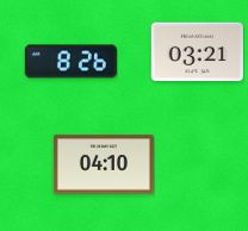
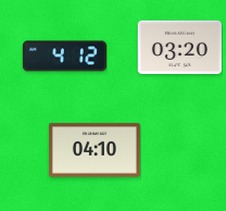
clock at (197, 51): 03:21 -> 03:20
clock at (70, 62): 8:26 -> 4:12
